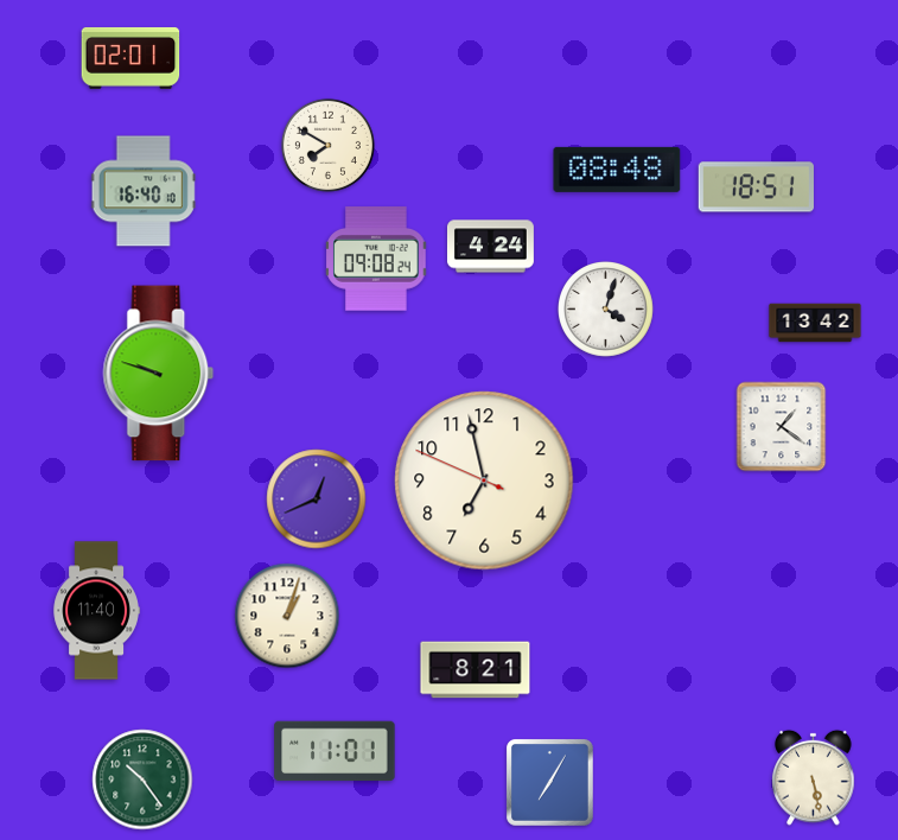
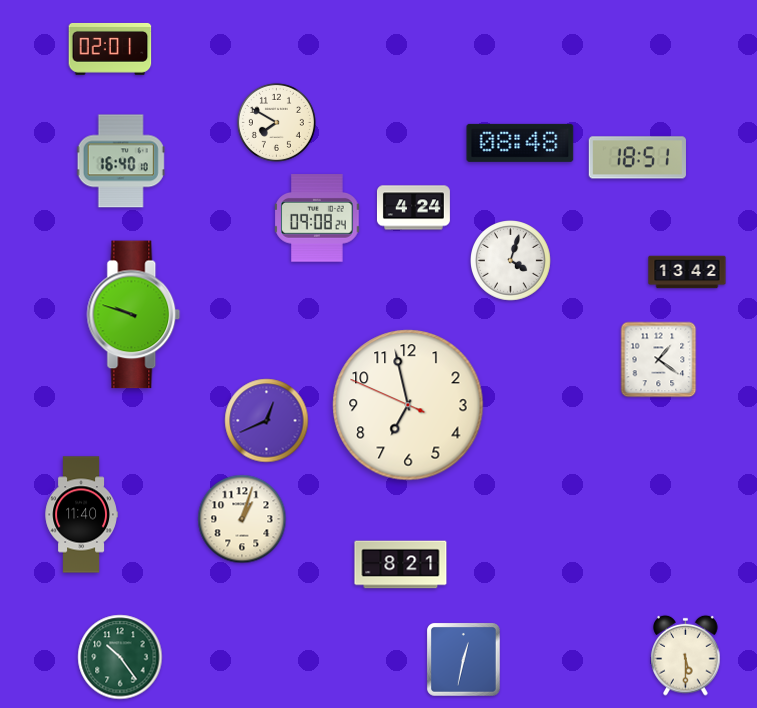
clock at (335, 751): 11:01 -> none
clock at (814, 777): 5:28 -> 5:30
clock at (550, 783): 7:05 -> 12:32
